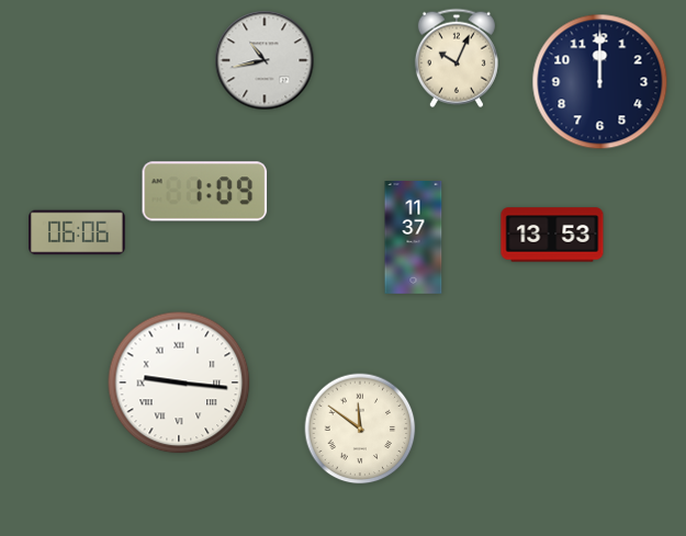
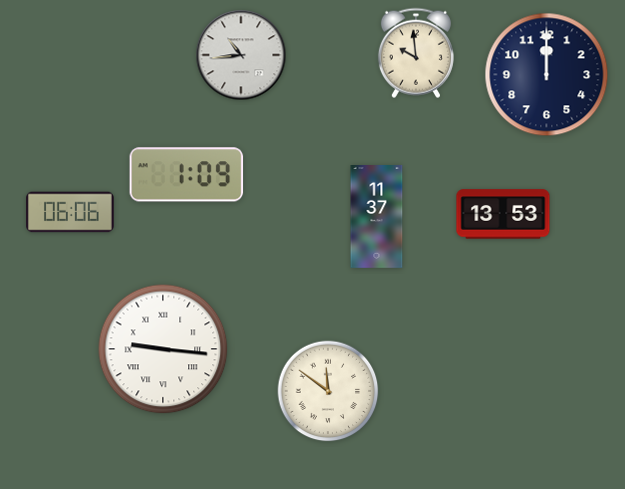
clock at (457, 58): 10:04 -> 9:59
clock at (265, 60): 10:43 -> 10:44
